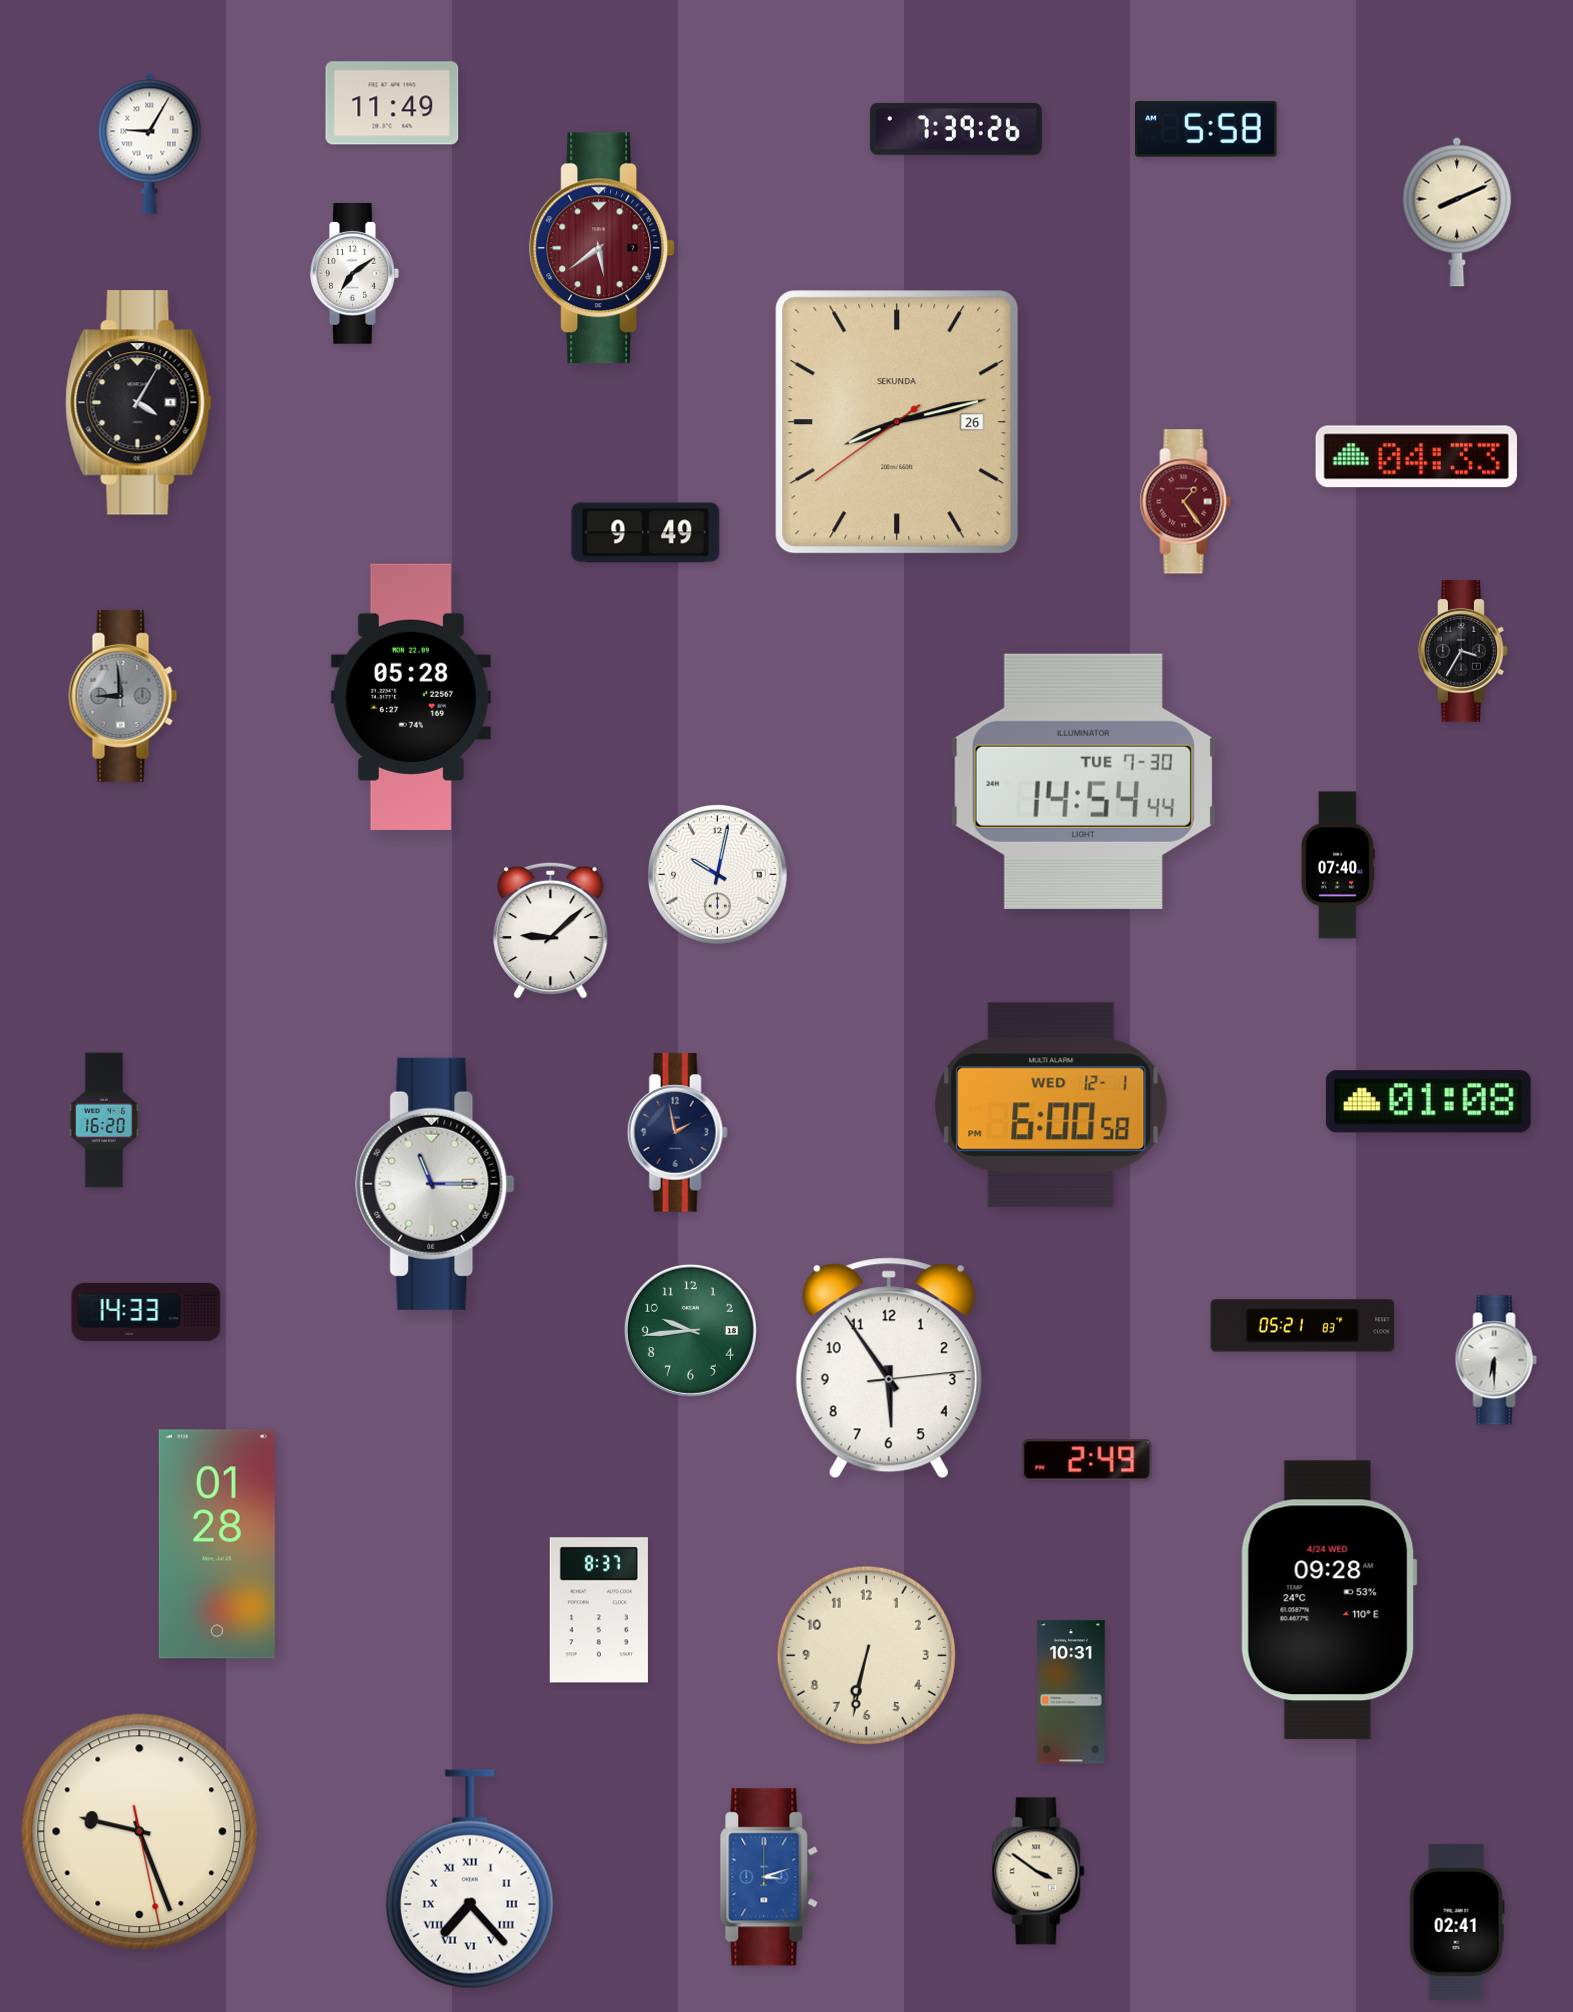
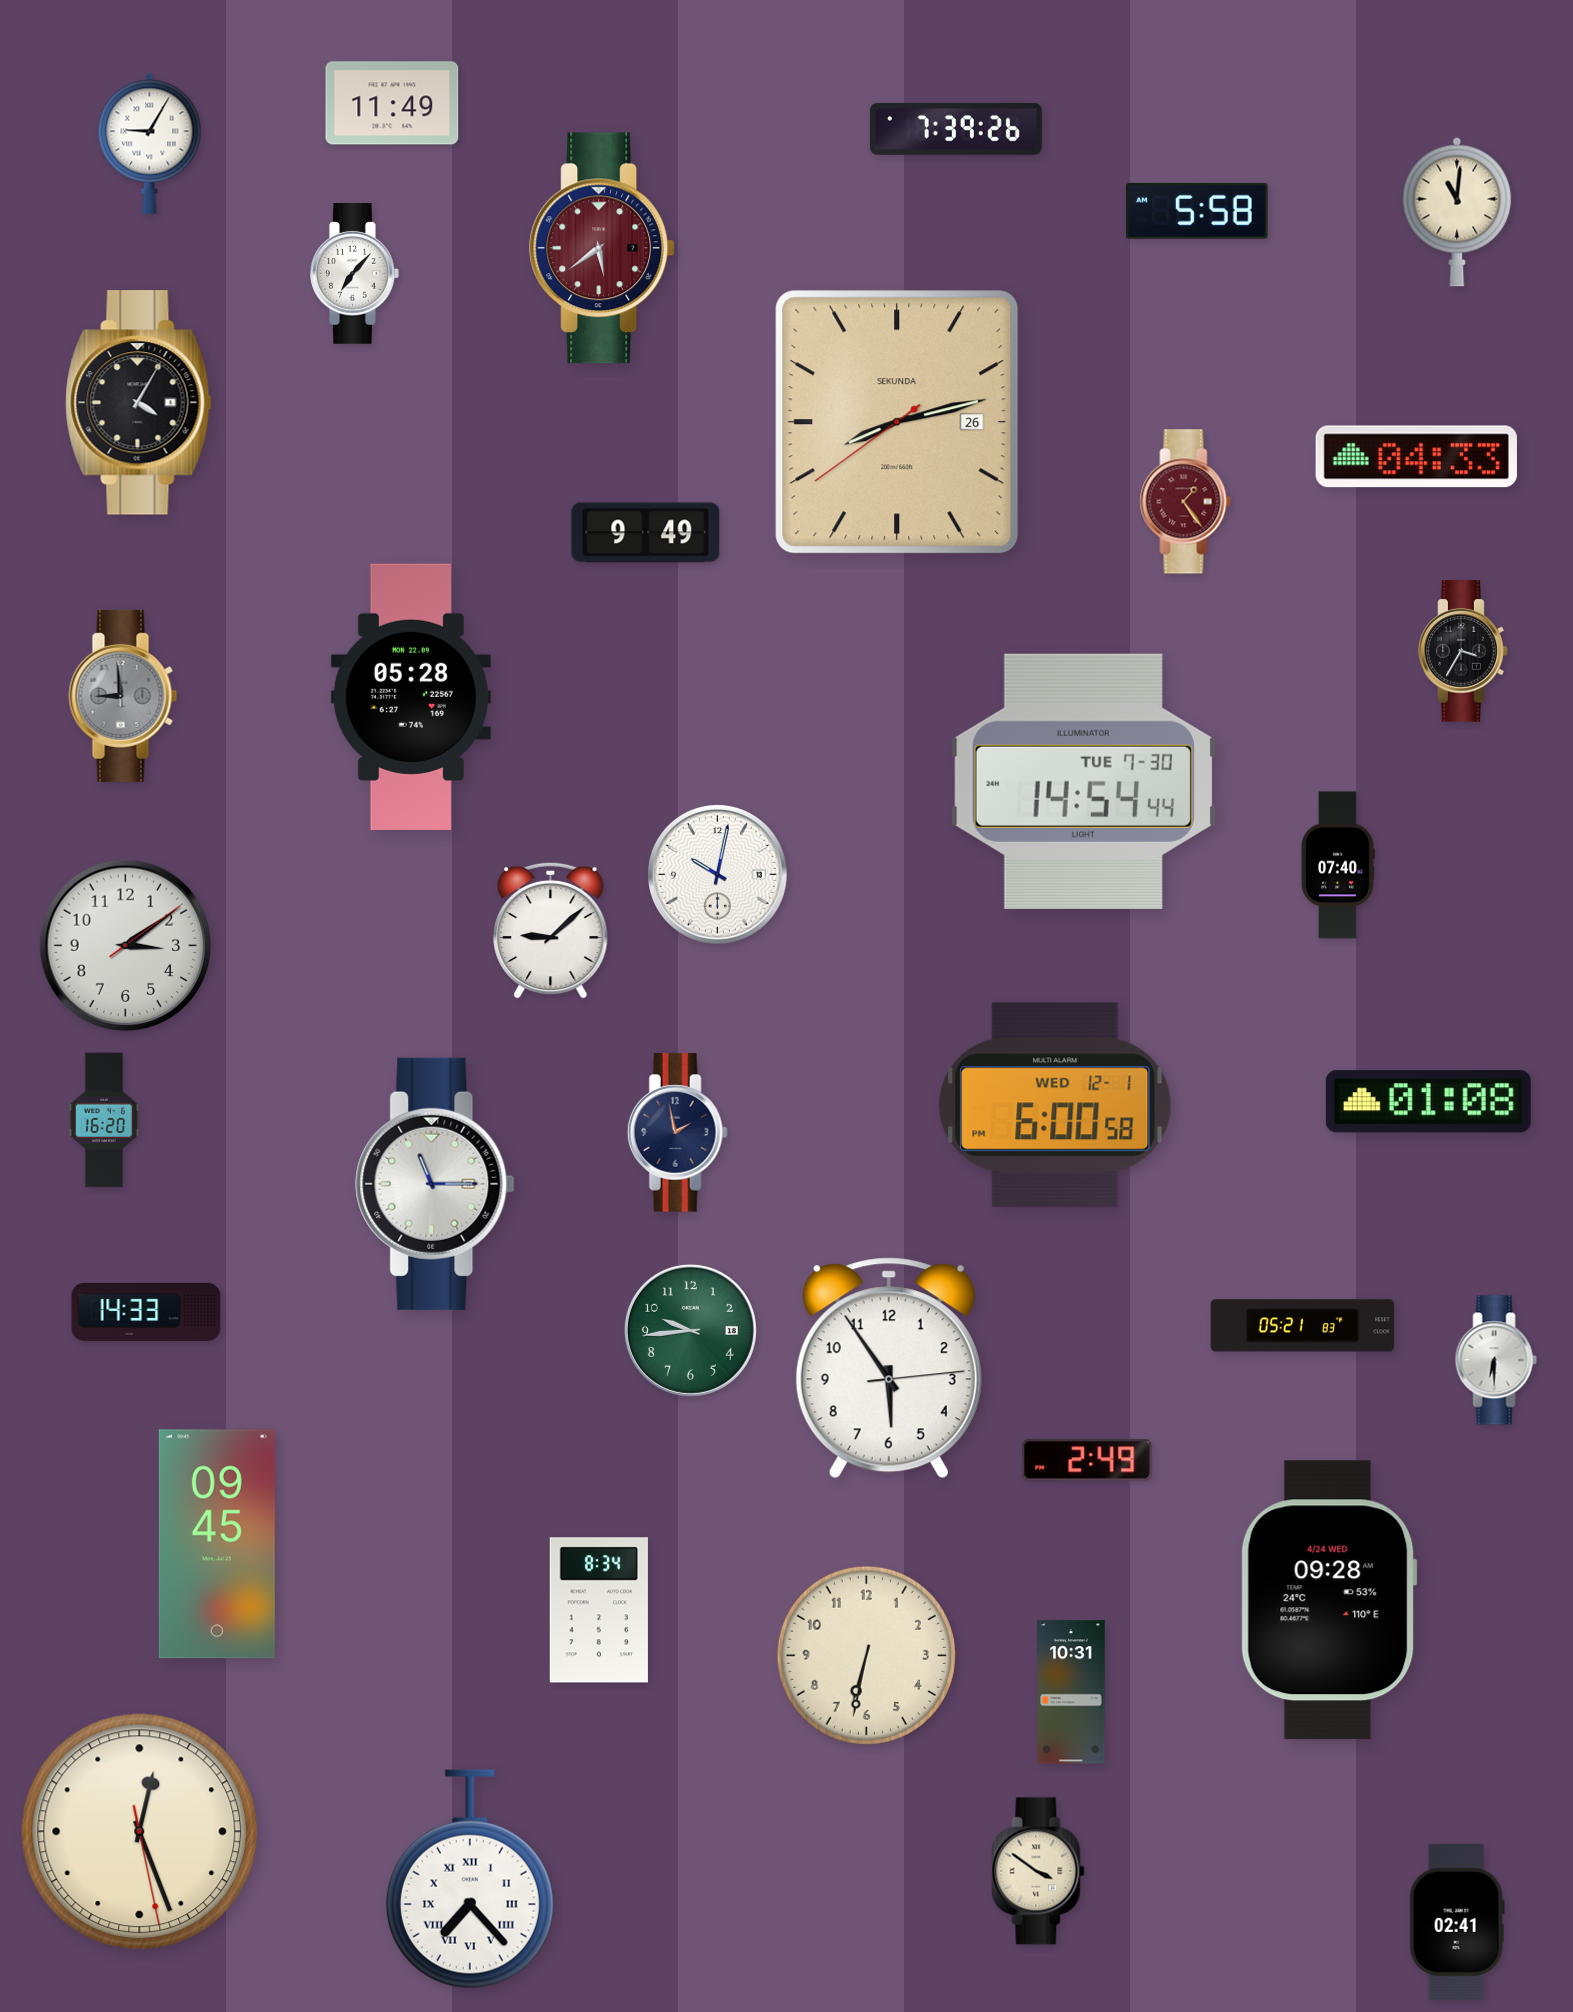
clock at (1206, 129) position: (1206, 129) -> (1197, 211)
clock at (1457, 212): 8:11 -> 11:01
clock at (355, 274): 7:09 -> 7:07
clock at (126, 946): none -> 3:09
clock at (1051, 1105) position: (1051, 1105) -> (1055, 1105)
clock at (217, 1544): 01:28 -> 09:45
clock at (599, 1610): 8:37 -> 8:34
clock at (140, 1832): 9:26 -> 12:26
clock at (769, 1877): 3:12 -> none
